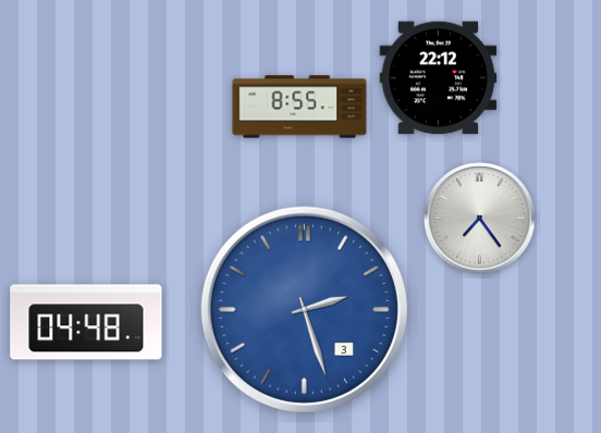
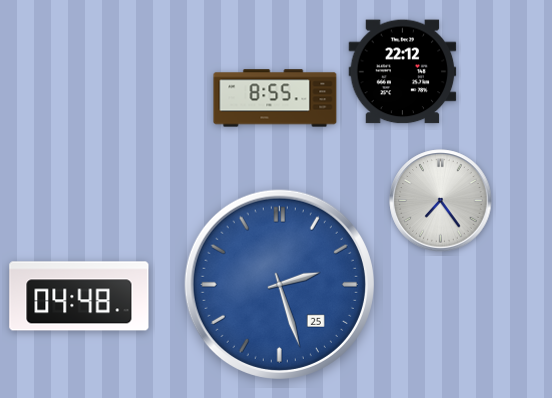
clock at (304, 309) date: 3 -> 25
